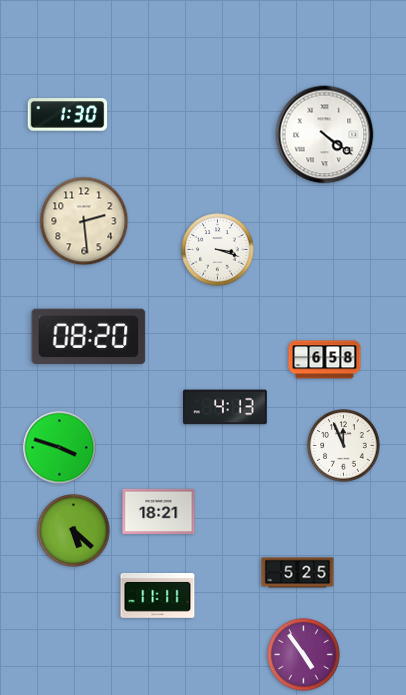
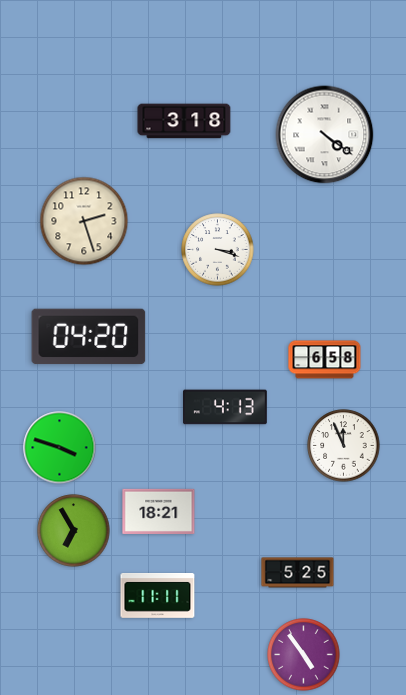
clock at (68, 115): 1:30 -> none
clock at (184, 121): none -> 3:18
clock at (84, 221): 2:29 -> 2:27
clock at (89, 337): 08:20 -> 04:20
clock at (74, 531): 5:22 -> 6:55
